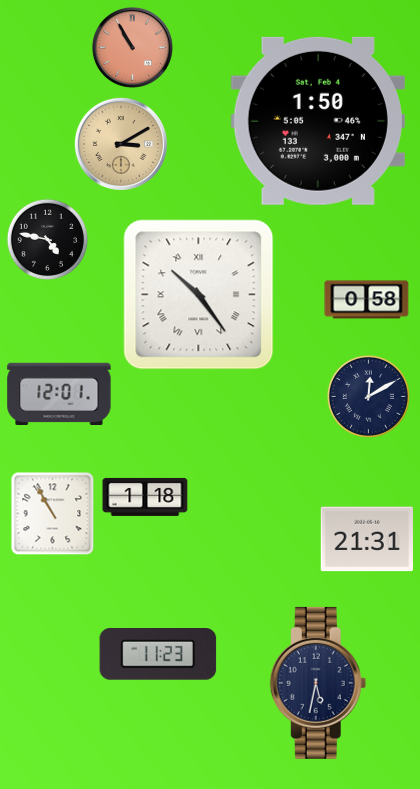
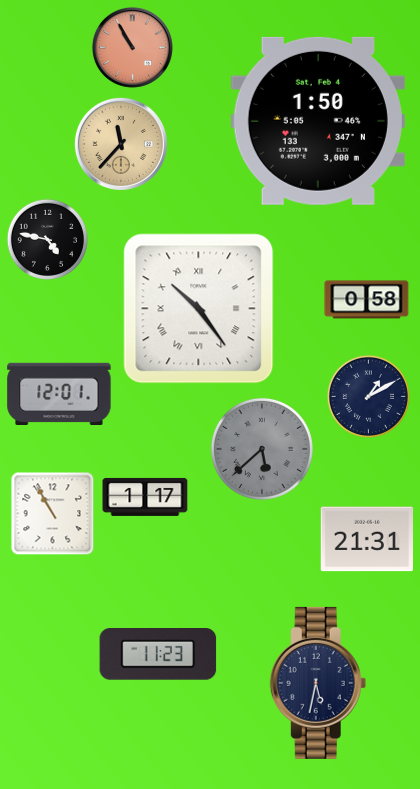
clock at (121, 144): 3:10 -> 11:37
clock at (199, 295) position: (199, 295) -> (199, 309)
clock at (368, 396): 12:10 -> 1:10
clock at (262, 449): none -> 5:38
clock at (145, 497): 1:18 -> 1:17
